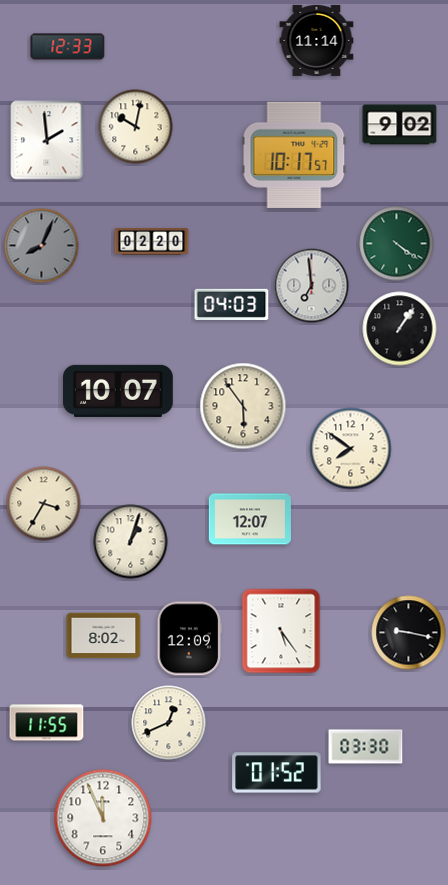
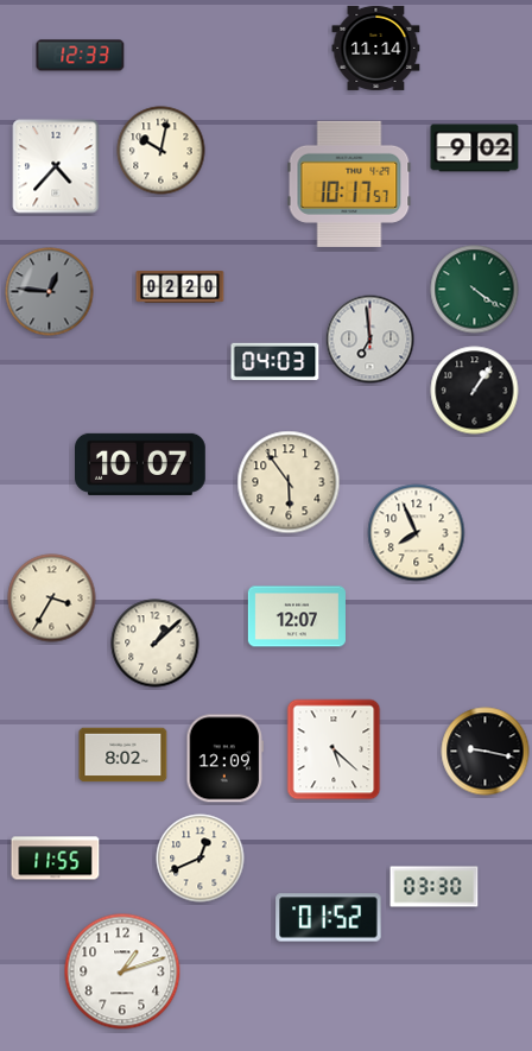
clock at (47, 140): 1:59 -> 4:37
clock at (397, 244) position: (397, 244) -> (475, 290)
clock at (42, 246): 8:04 -> 12:46
clock at (351, 449): 7:51 -> 7:56
clock at (131, 542): 1:03 -> 1:08
clock at (281, 631): 5:24 -> 5:22
clock at (103, 818): 11:56 -> 1:12
